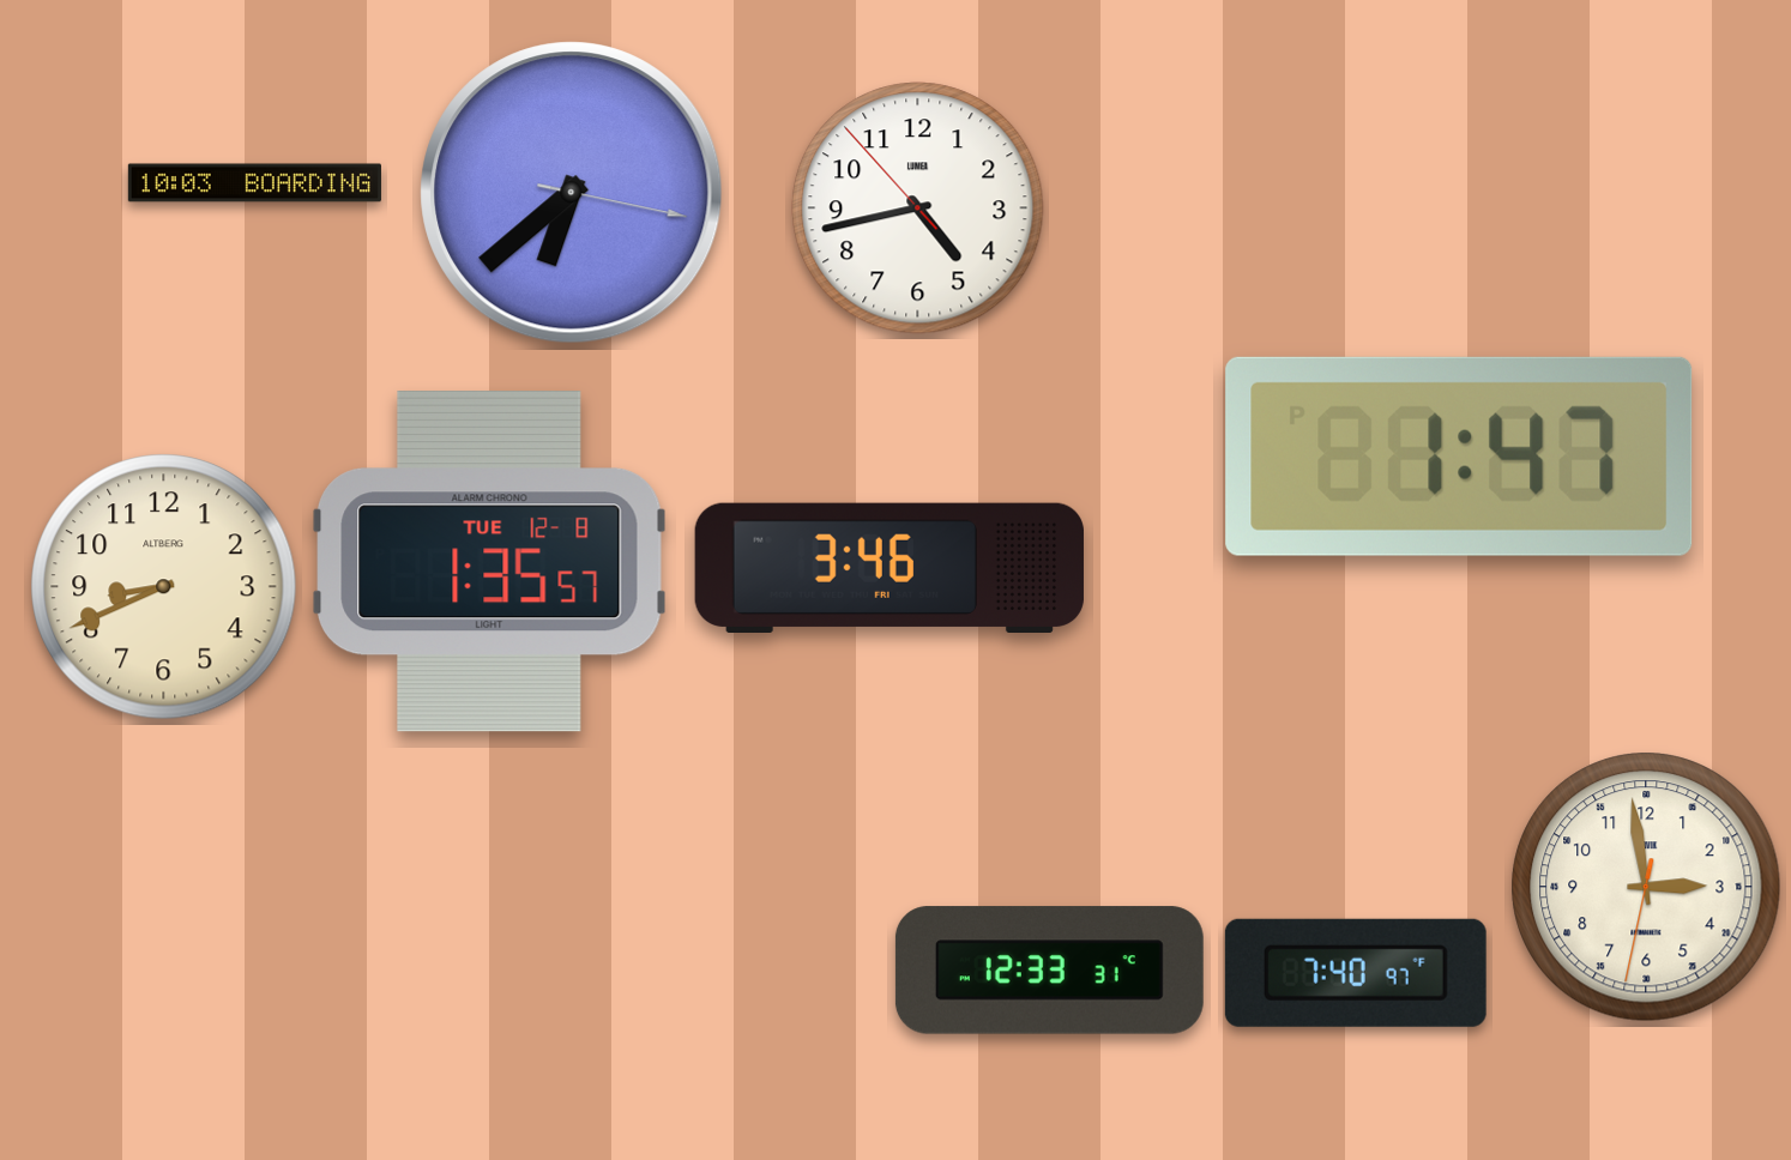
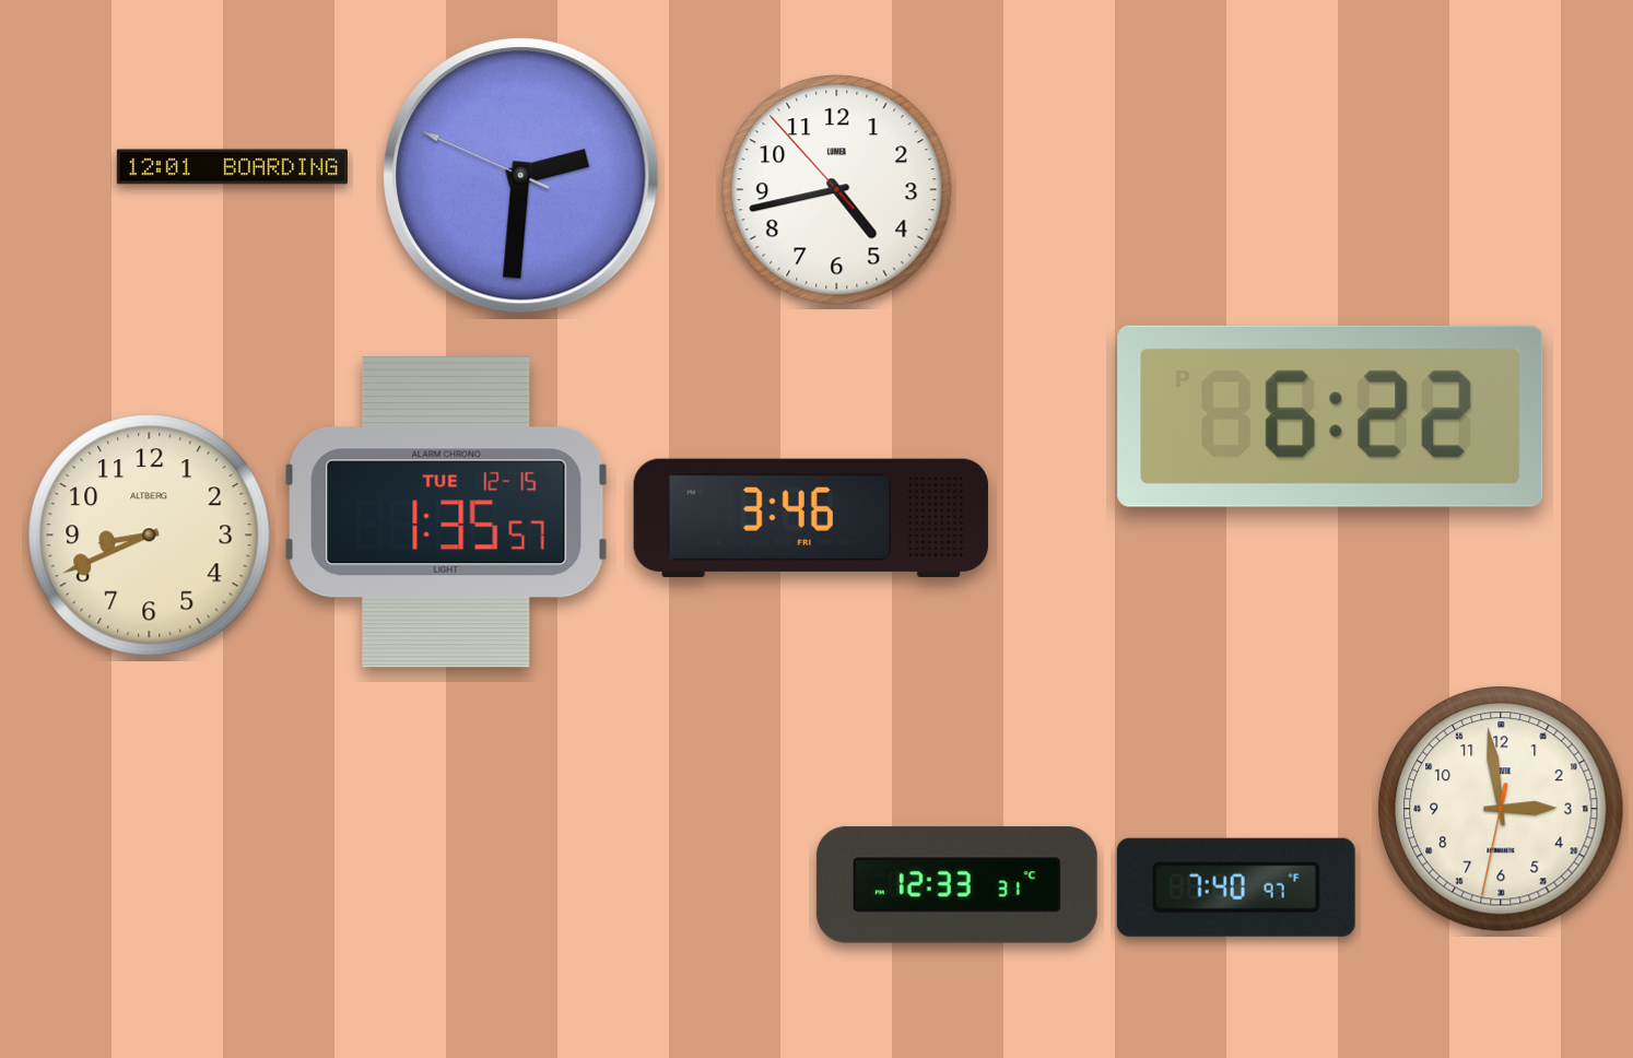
clock at (254, 183): 10:03 -> 12:01
clock at (572, 193): 6:38 -> 2:30
clock at (1459, 457): 1:47 -> 6:22
clock at (489, 562) date: TUE 12-8 -> TUE 12-15
